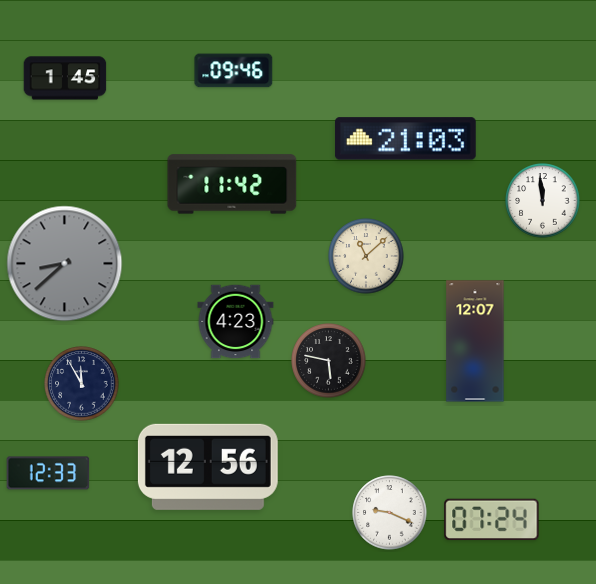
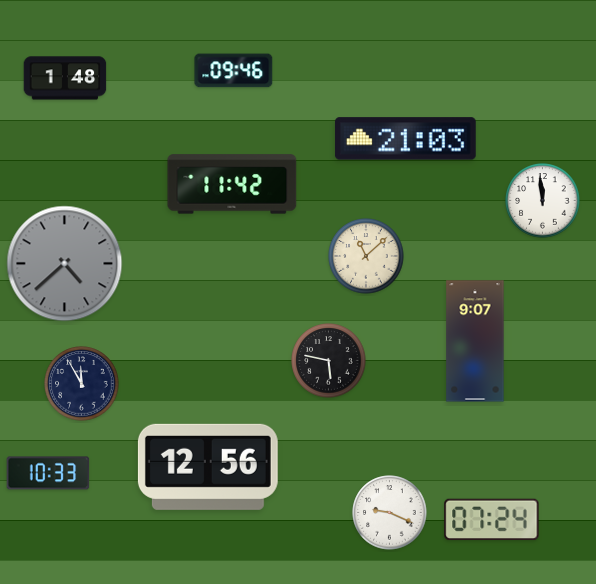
clock at (65, 78): 1:45 -> 1:48
clock at (65, 264): 8:38 -> 4:38
clock at (236, 322): 4:23 -> none
clock at (475, 341): 12:07 -> 9:07
clock at (48, 473): 12:33 -> 10:33
